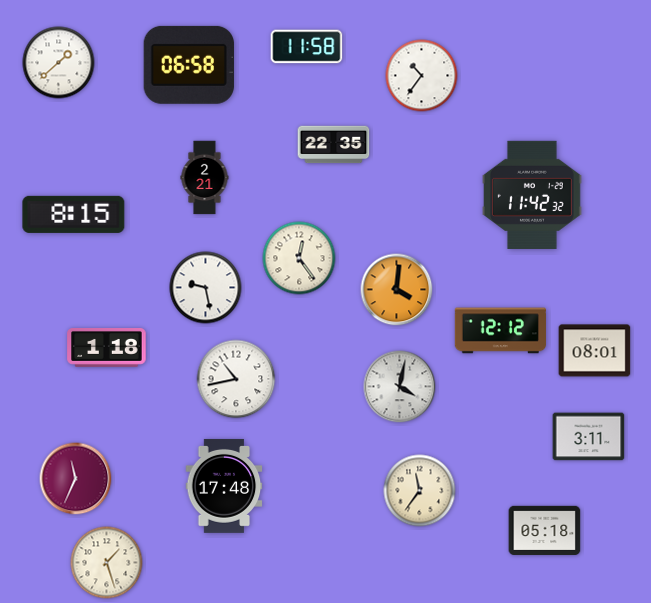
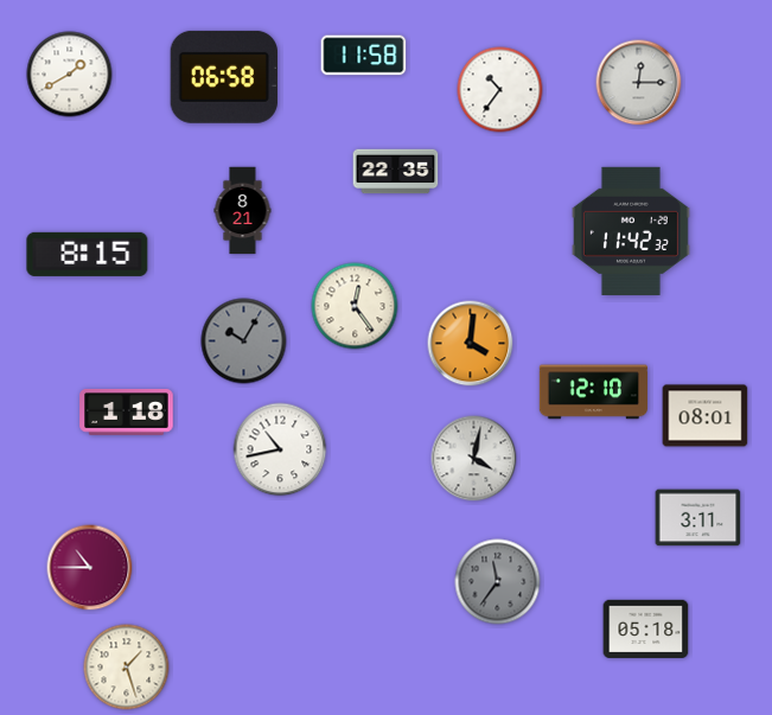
clock at (59, 63): 1:38 -> 1:40
clock at (639, 83): none -> 12:15
clock at (205, 178): 2:21 -> 8:21
clock at (206, 288): 9:28 -> 10:05
clock at (206, 288) dial: white -> grey
clock at (500, 331): 12:12 -> 12:10
clock at (76, 479): 11:34 -> 10:45
clock at (224, 486): 17:48 -> none
clock at (420, 491) dial: cream -> grey
